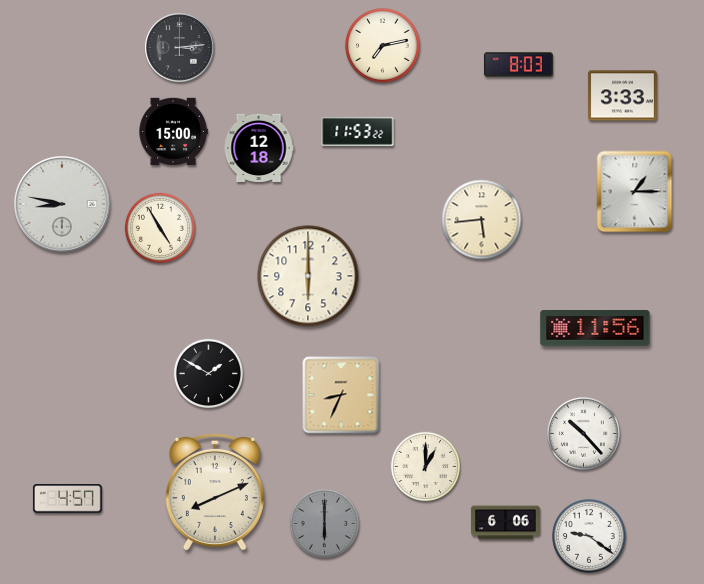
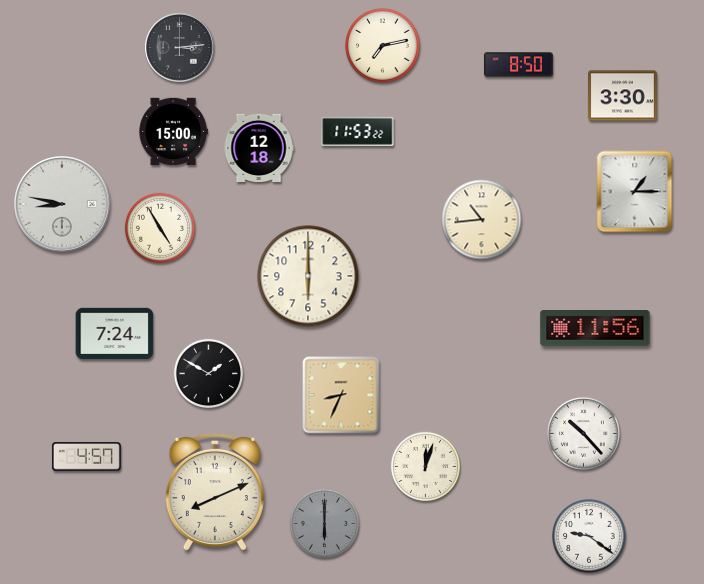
clock at (518, 65): 8:03 -> 8:50
clock at (622, 96): 3:33 -> 3:30
clock at (482, 220): 5:44 -> 10:44
clock at (115, 334): none -> 7:24
clock at (426, 467): 1:00 -> 12:03
clock at (67, 499) position: (67, 499) -> (86, 457)
clock at (505, 523): 6:06 -> none
